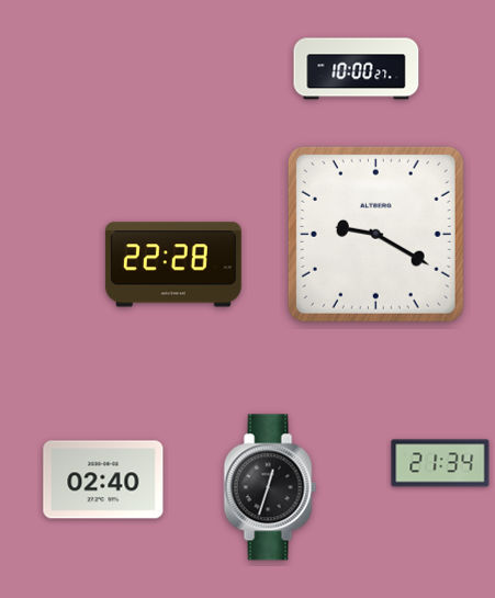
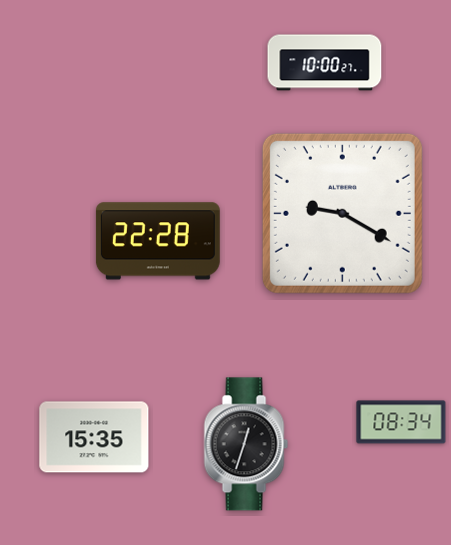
clock at (440, 463): 21:34 -> 08:34
clock at (103, 479): 02:40 -> 15:35
